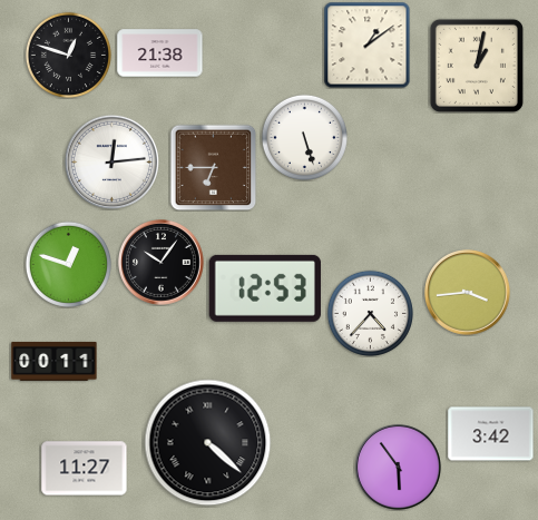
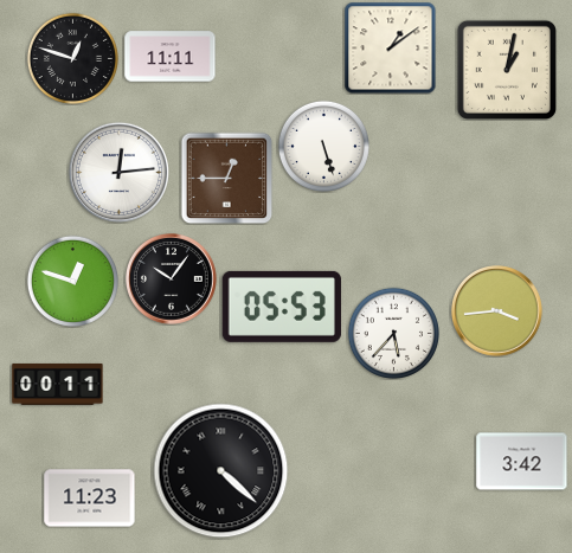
clock at (160, 53): 21:38 -> 11:11
clock at (213, 167): 6:45 -> 12:45
clock at (265, 288): 12:53 -> 05:53
clock at (370, 313): 4:37 -> 5:37
clock at (399, 468): 5:54 -> none
clock at (85, 469): 11:27 -> 11:23
